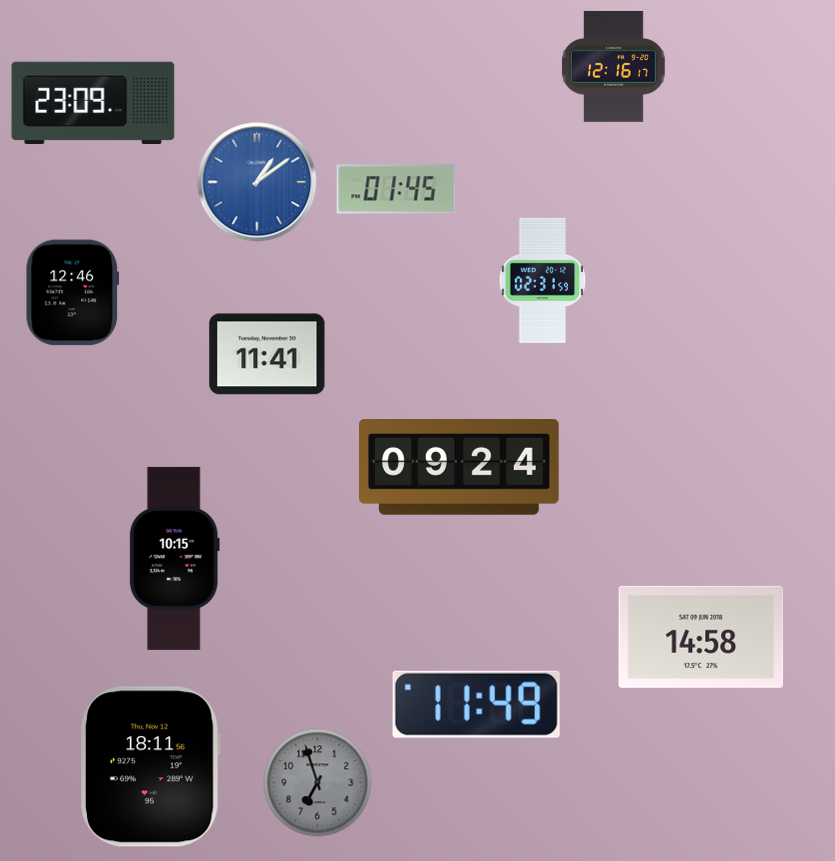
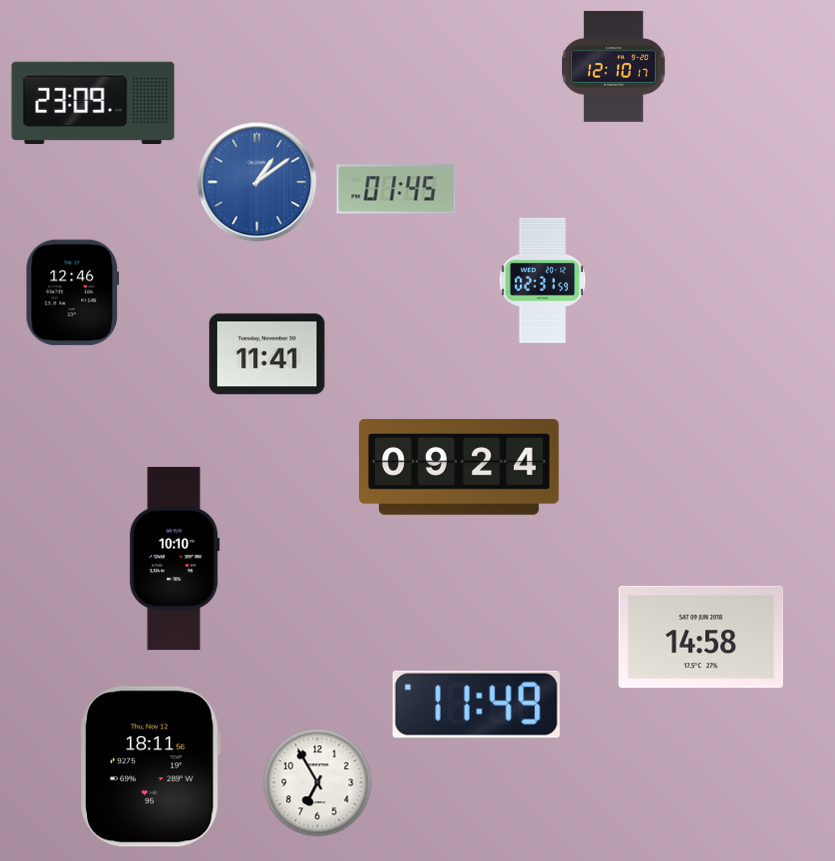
clock at (614, 66): 12:16 -> 12:10
clock at (174, 558): 10:15 -> 10:10
clock at (318, 783): 6:57 -> 6:55
clock at (318, 783) dial: grey -> white
